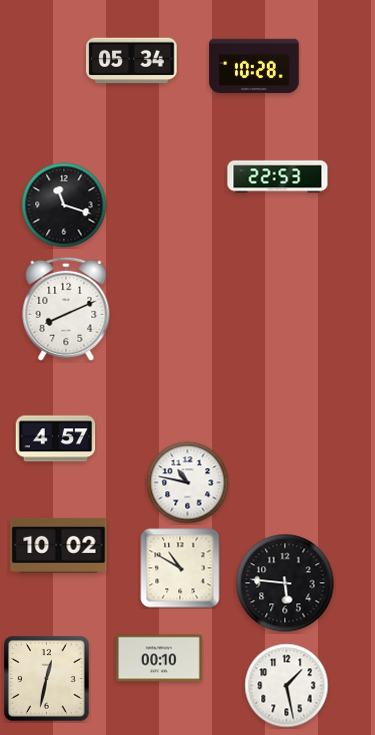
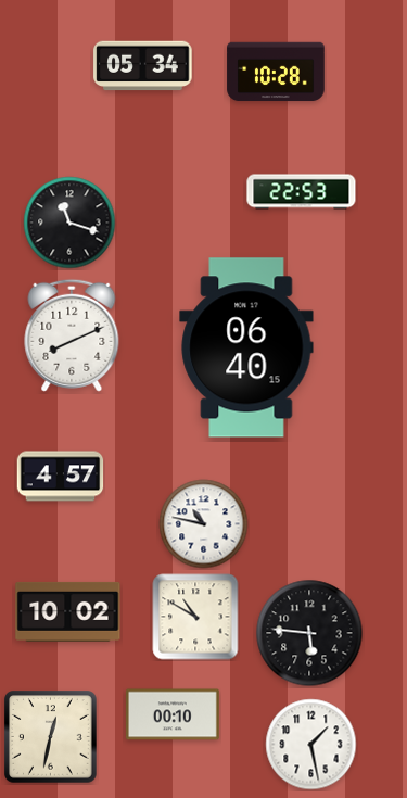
clock at (246, 347): none -> 06:40
clock at (59, 545) position: (59, 545) -> (68, 611)
